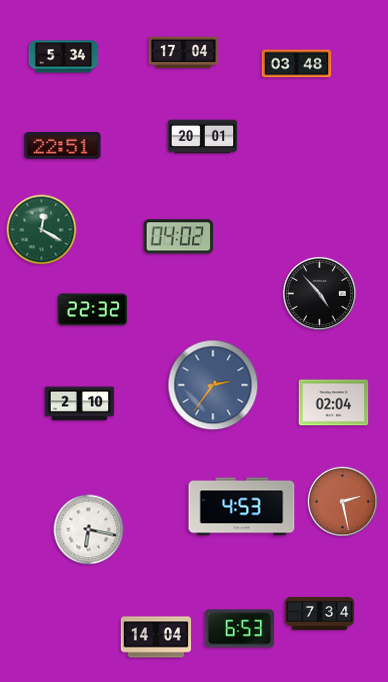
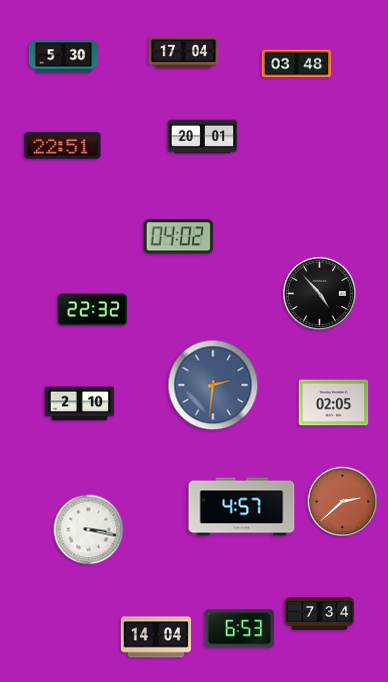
clock at (64, 57): 5:34 -> 5:30
clock at (42, 230): 12:20 -> none
clock at (213, 385): 2:36 -> 2:31
clock at (334, 403): 02:04 -> 02:05
clock at (343, 502): 2:28 -> 2:38
clock at (242, 507): 4:53 -> 4:57
clock at (89, 530): 6:17 -> 3:17
